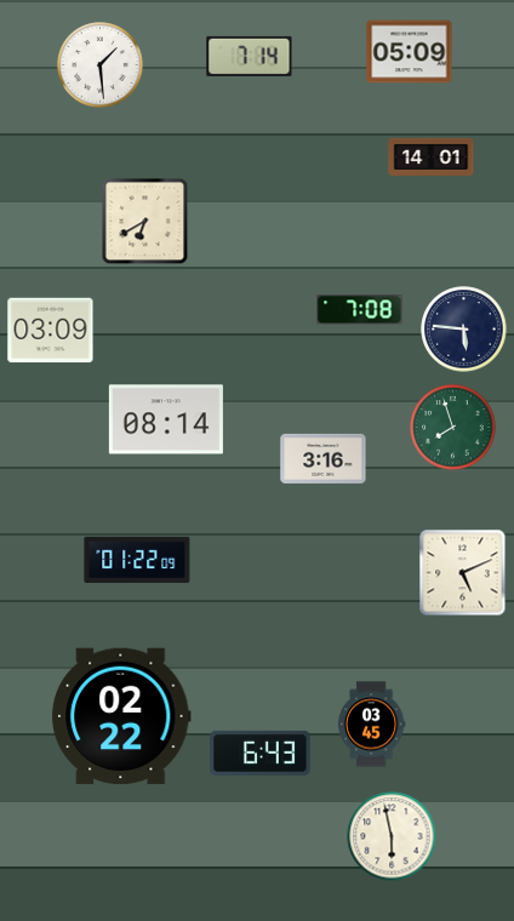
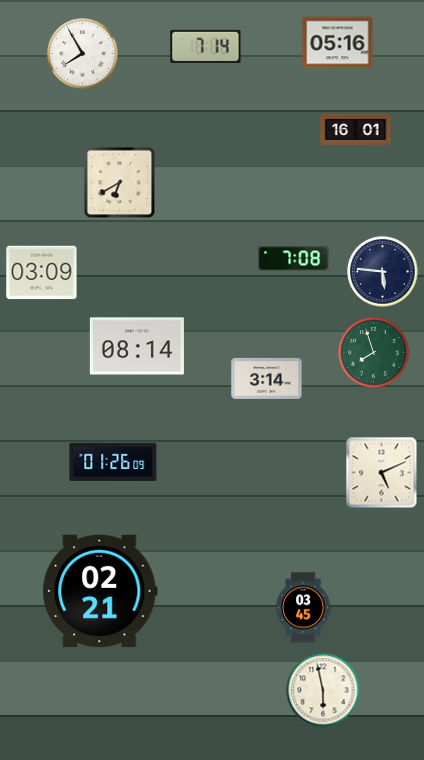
clock at (410, 52): 05:09 -> 05:16
clock at (101, 65): 1:29 -> 7:55
clock at (432, 156): 14:01 -> 16:01
clock at (360, 310) position: (360, 310) -> (294, 259)
clock at (324, 458): 3:16 -> 3:14
clock at (137, 560): 01:22 -> 01:26
clock at (121, 716): 02:22 -> 02:21
clock at (371, 725) position: (371, 725) -> (303, 608)
clock at (261, 753): 6:43 -> none
